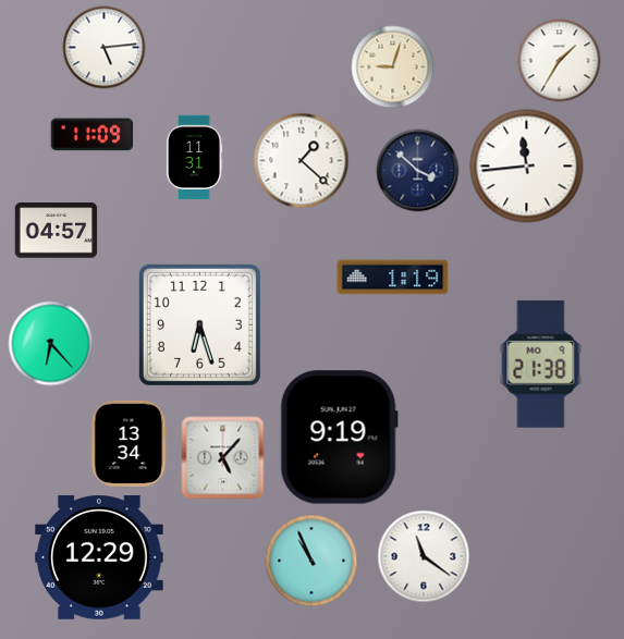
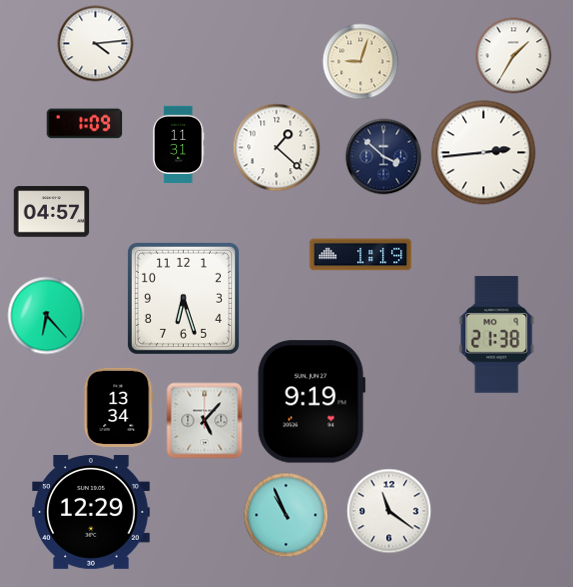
clock at (105, 48): 5:14 -> 4:14
clock at (93, 135): 11:09 -> 1:09
clock at (527, 167): 11:44 -> 2:44
